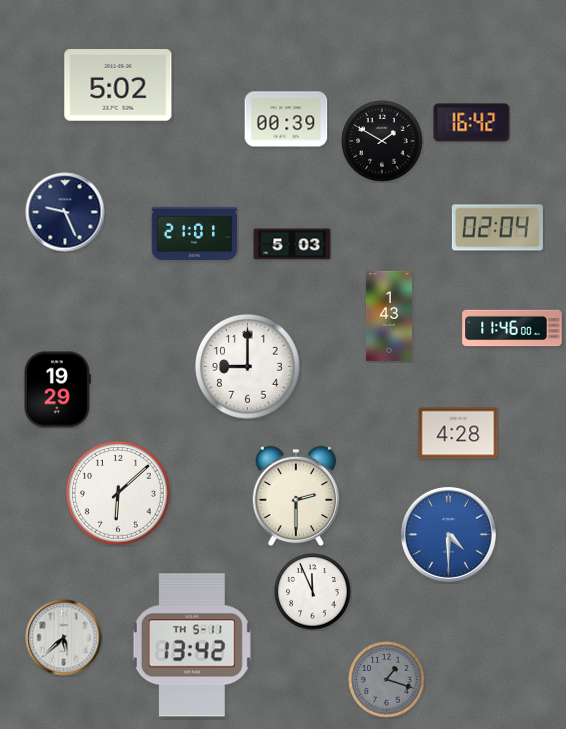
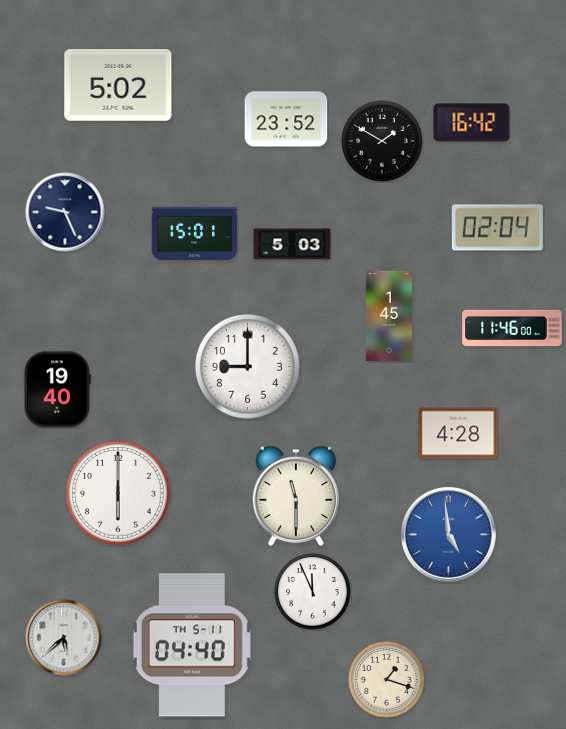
clock at (286, 119): 00:39 -> 23:52
clock at (195, 233): 21:01 -> 15:01
clock at (389, 316): 1:43 -> 1:45
clock at (57, 390): 19:29 -> 19:40
clock at (118, 494): 6:08 -> 6:00
clock at (295, 496): 2:30 -> 11:30
clock at (448, 534): 4:30 -> 4:59
clock at (192, 645): 13:42 -> 04:40
clock at (387, 680) dial: grey -> cream
